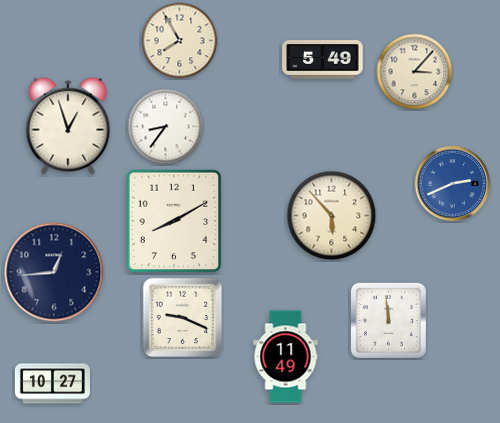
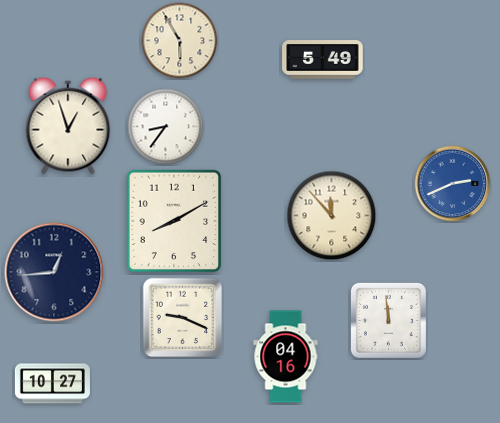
clock at (180, 41): 7:55 -> 5:55
clock at (415, 72): 3:07 -> none
clock at (332, 216): 5:53 -> 11:53
clock at (286, 357): 11:49 -> 04:16
